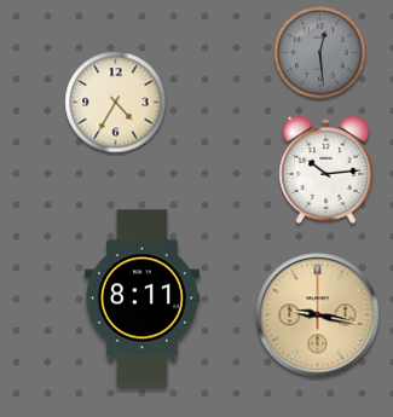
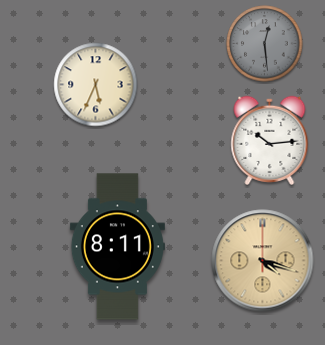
clock at (116, 103): 4:35 -> 5:34
clock at (318, 315): 9:17 -> 4:18
